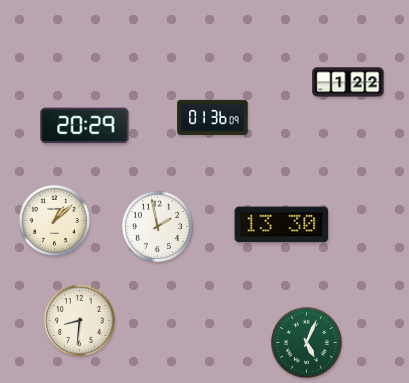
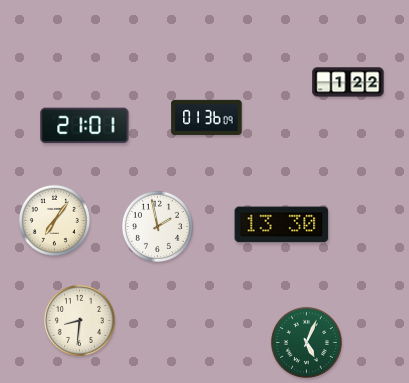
clock at (213, 117) position: (213, 117) -> (207, 117)
clock at (85, 126): 20:29 -> 21:01
clock at (54, 220): 1:08 -> 7:06
